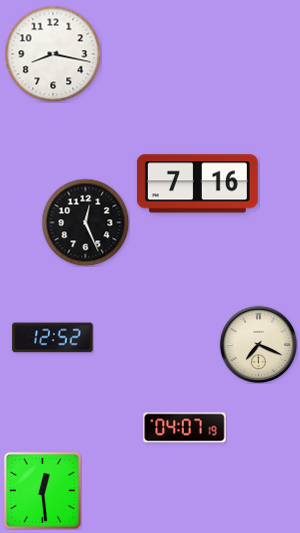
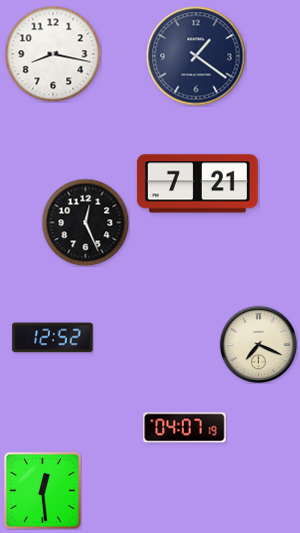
clock at (196, 56): none -> 1:21
clock at (197, 184): 7:16 -> 7:21
